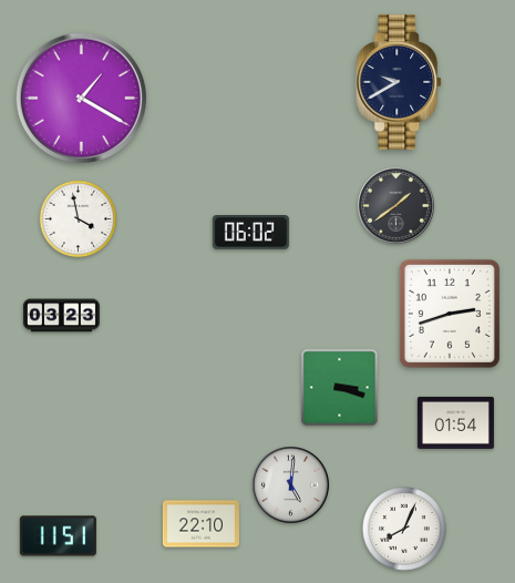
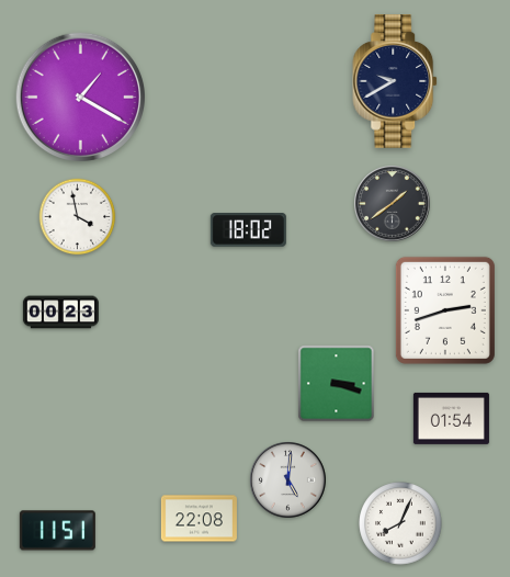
clock at (250, 233): 06:02 -> 18:02
clock at (61, 316): 03:23 -> 00:23
clock at (200, 524): 22:10 -> 22:08
